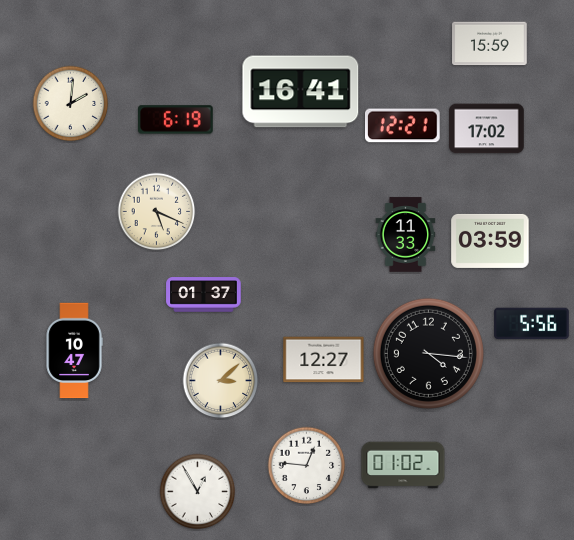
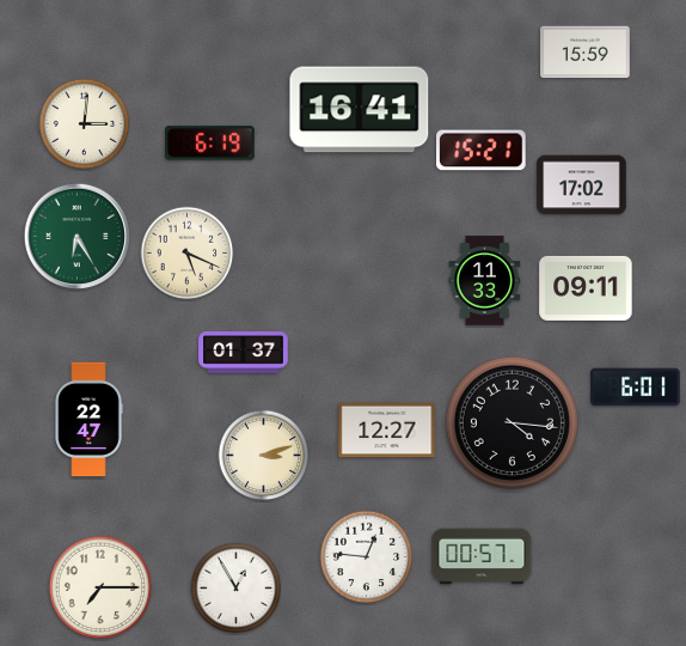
clock at (71, 104): 2:01 -> 3:01
clock at (403, 126): 12:21 -> 15:21
clock at (487, 129) position: (487, 129) -> (582, 185)
clock at (78, 237): none -> 6:25
clock at (490, 241): 03:59 -> 09:11
clock at (532, 324): 5:56 -> 6:01
clock at (74, 351): 10:47 -> 22:47
clock at (221, 381): 3:08 -> 3:12
clock at (403, 465): 01:02 -> 00:57
clock at (100, 587): none -> 7:15
